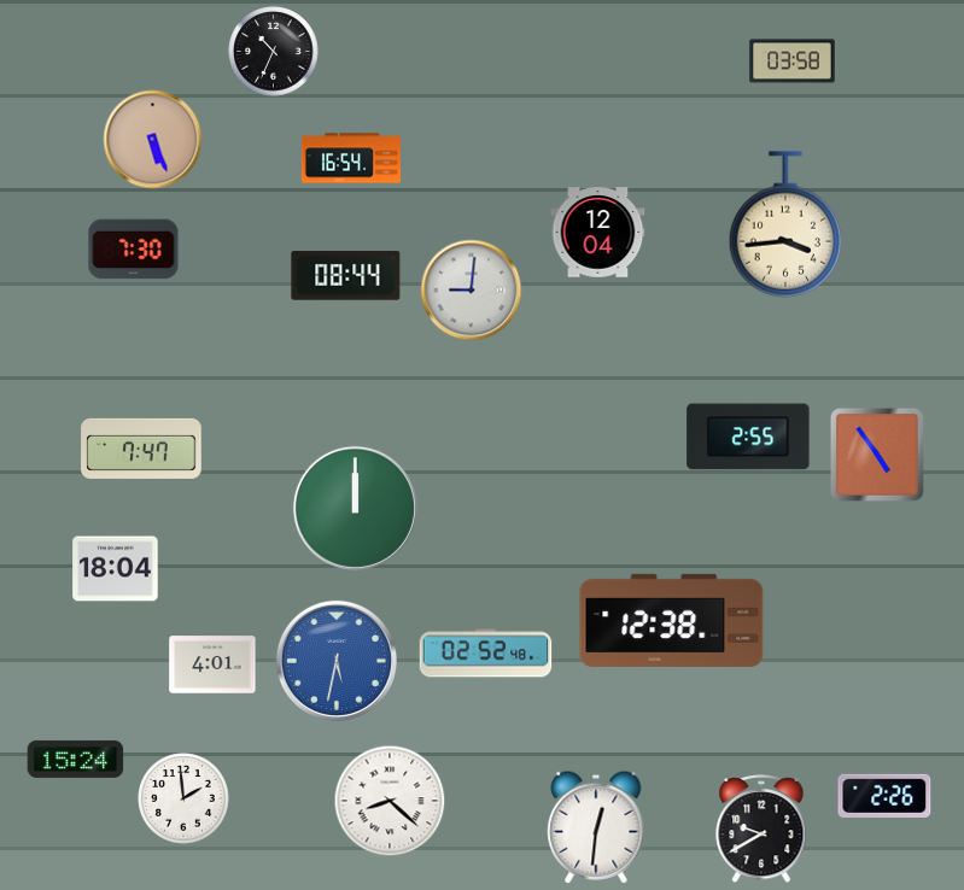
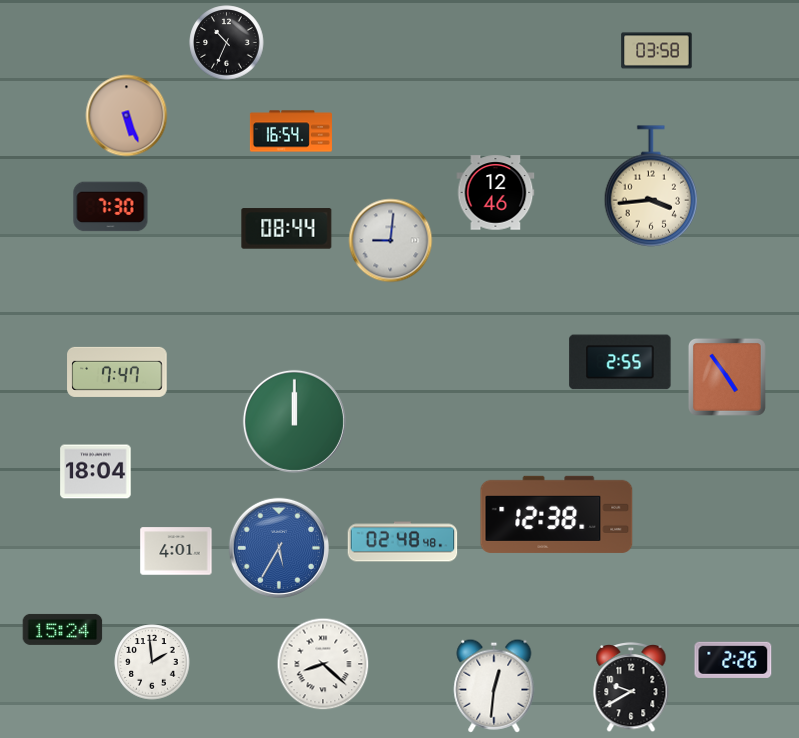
clock at (598, 233): 12:04 -> 12:46
clock at (486, 654): 02:52 -> 02:48
clock at (337, 661): 5:32 -> 5:35
